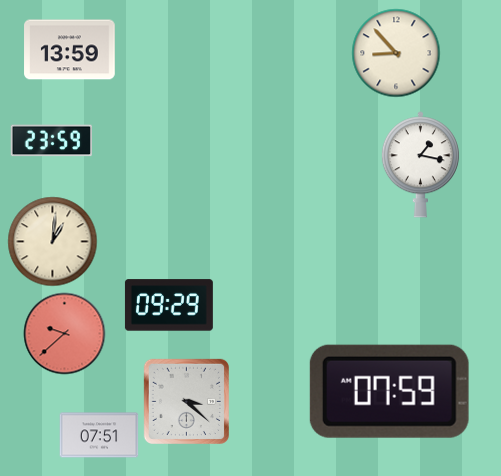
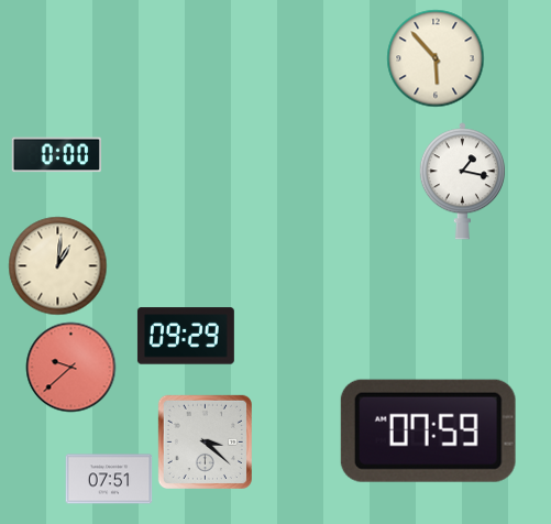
clock at (70, 50): 13:59 -> none
clock at (396, 53): 8:53 -> 5:53
clock at (52, 141): 23:59 -> 0:00
